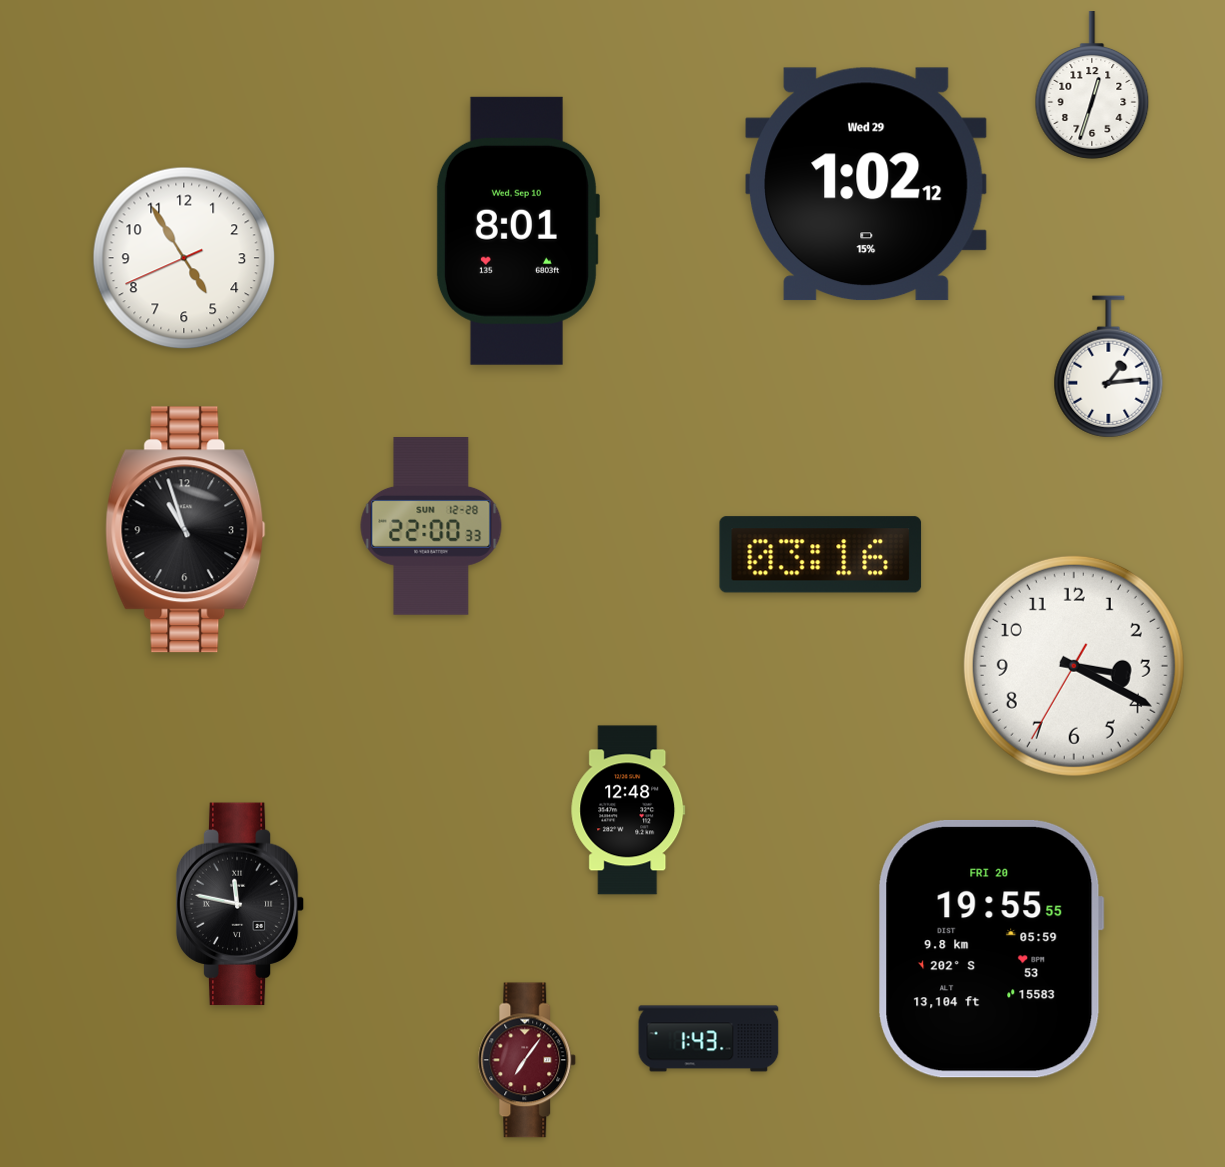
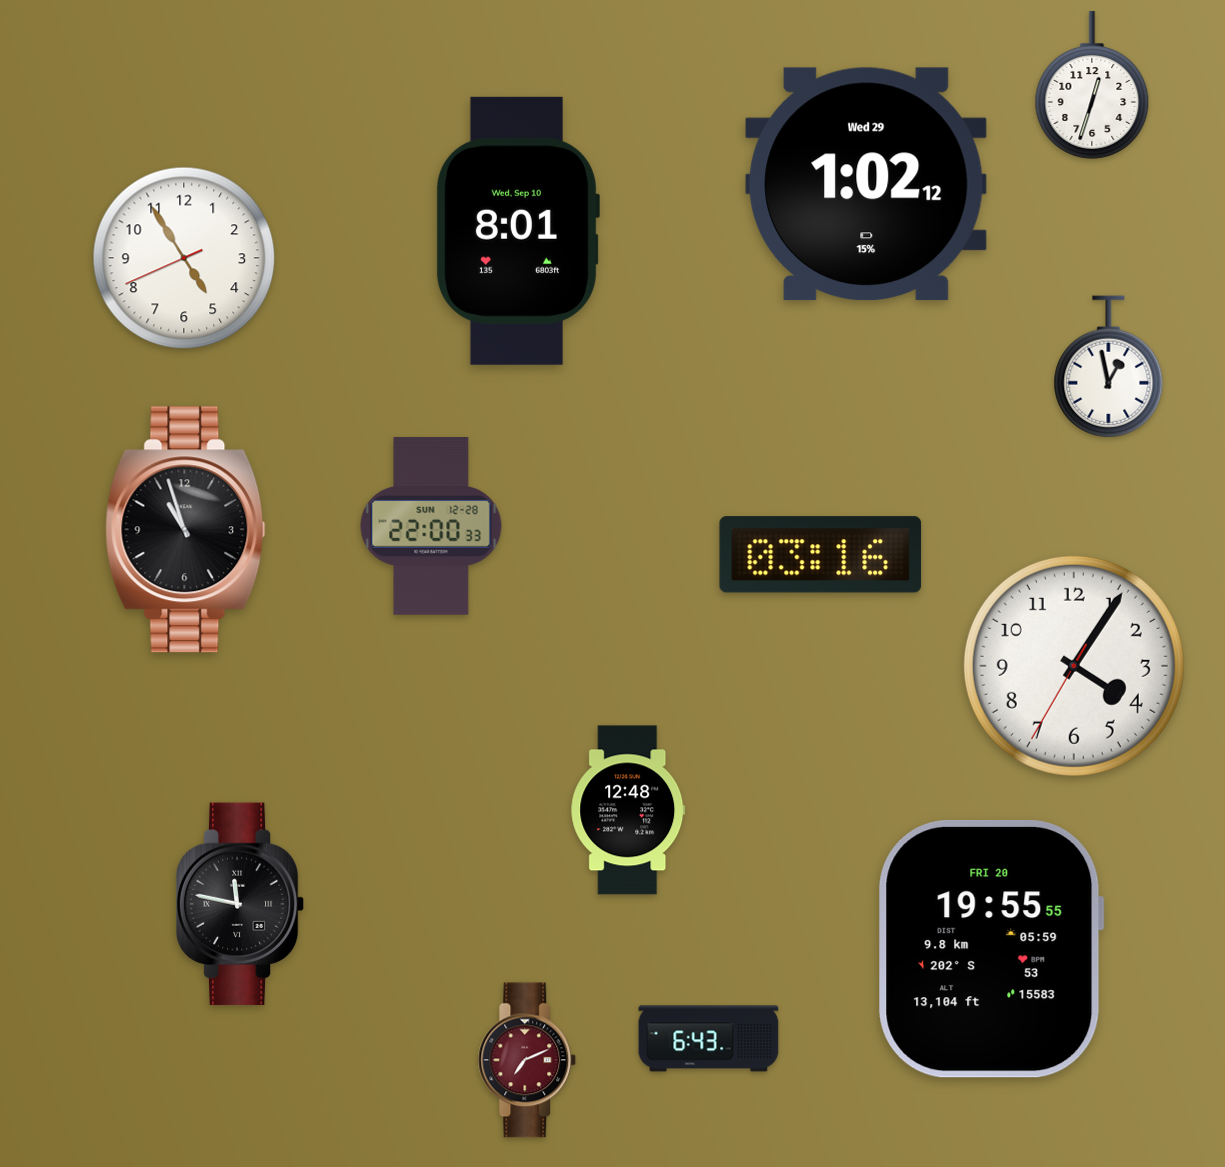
clock at (1109, 367): 1:14 -> 12:58
clock at (1074, 666): 3:19 -> 4:05
clock at (709, 1039): 1:43 -> 6:43
clock at (527, 1060): 7:06 -> 7:11
